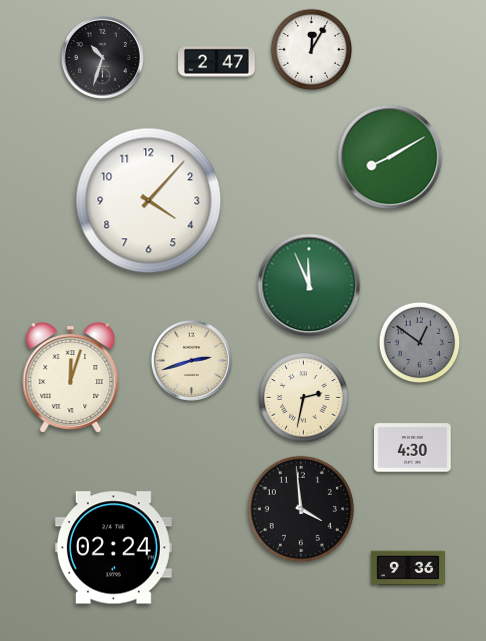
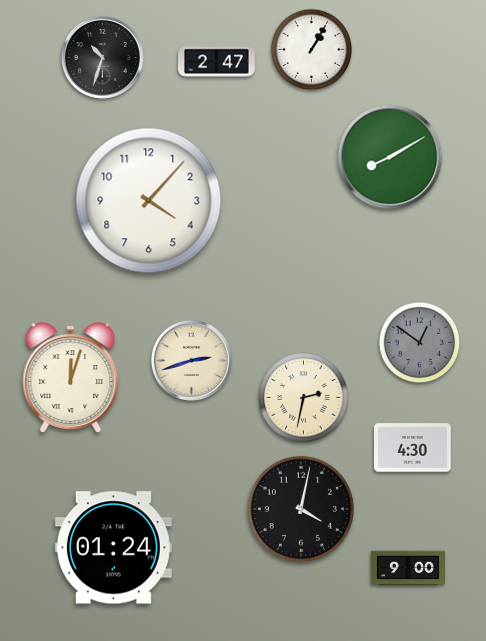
clock at (312, 50): 12:05 -> 1:05
clock at (309, 285): 11:56 -> none
clock at (301, 509): 3:59 -> 4:02
clock at (113, 548): 02:24 -> 01:24
clock at (407, 568): 9:36 -> 9:00
